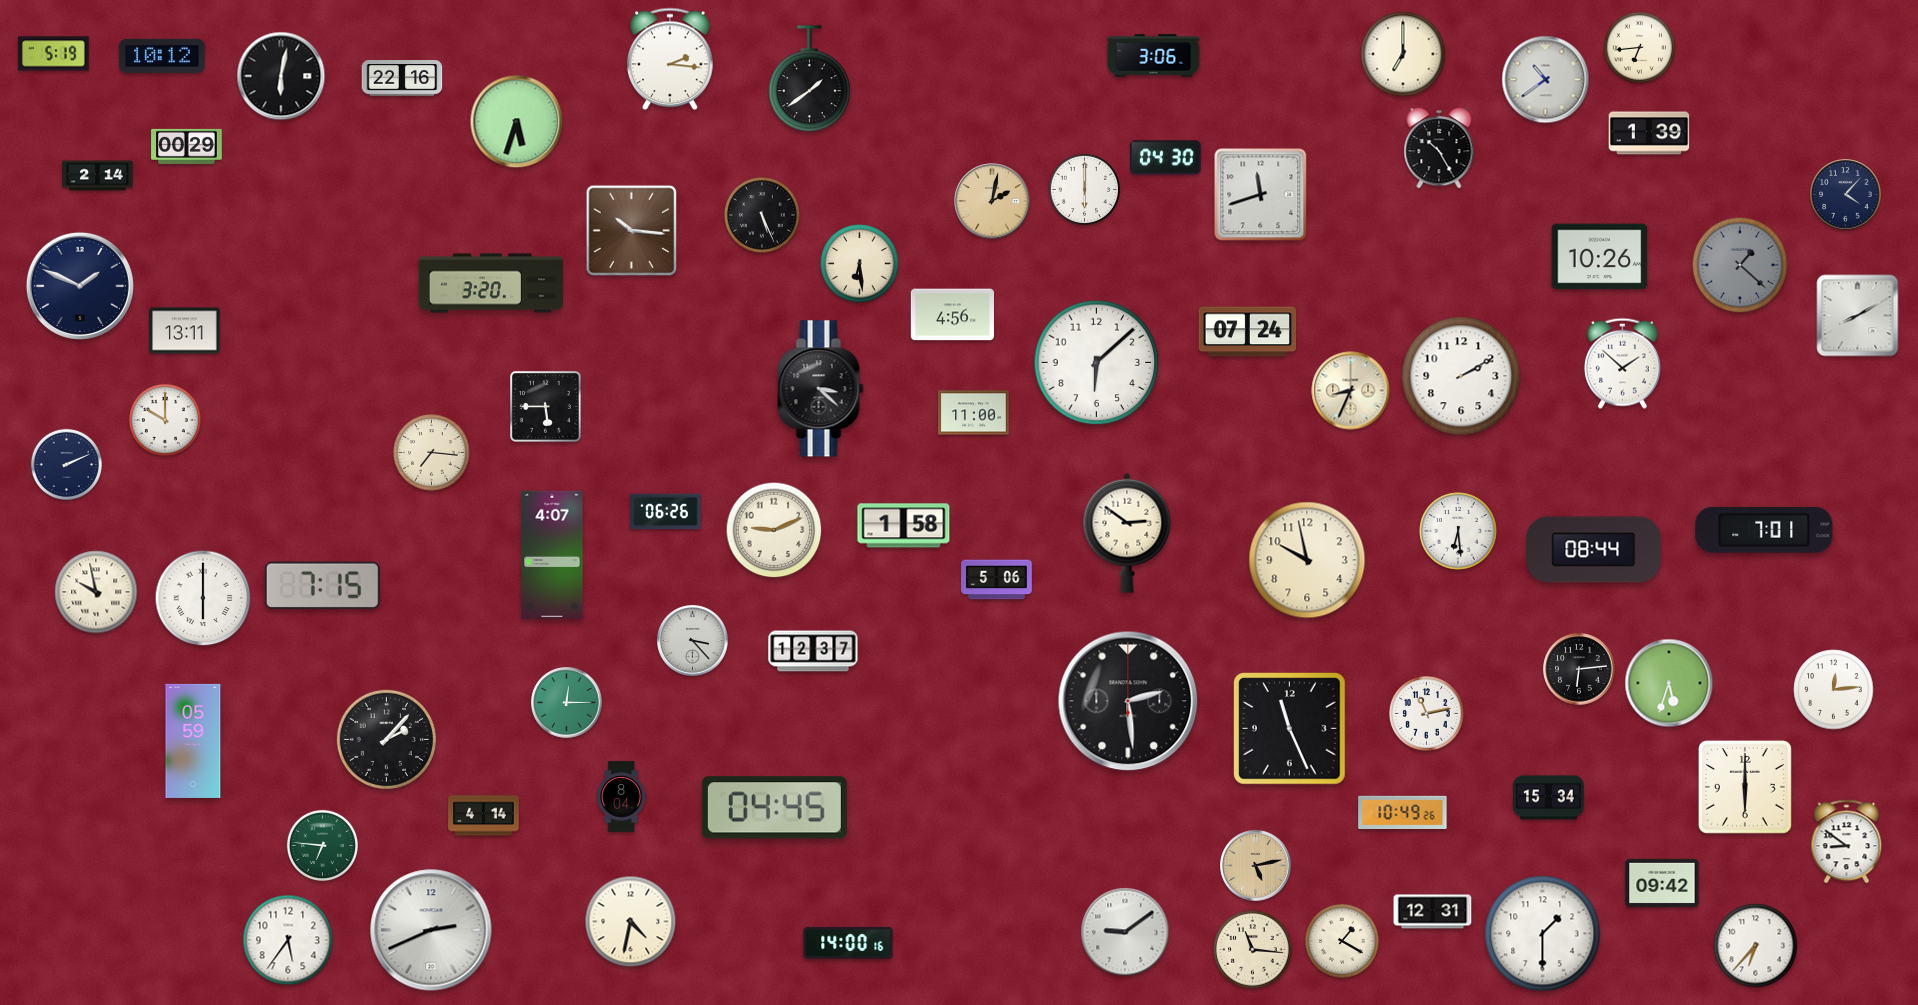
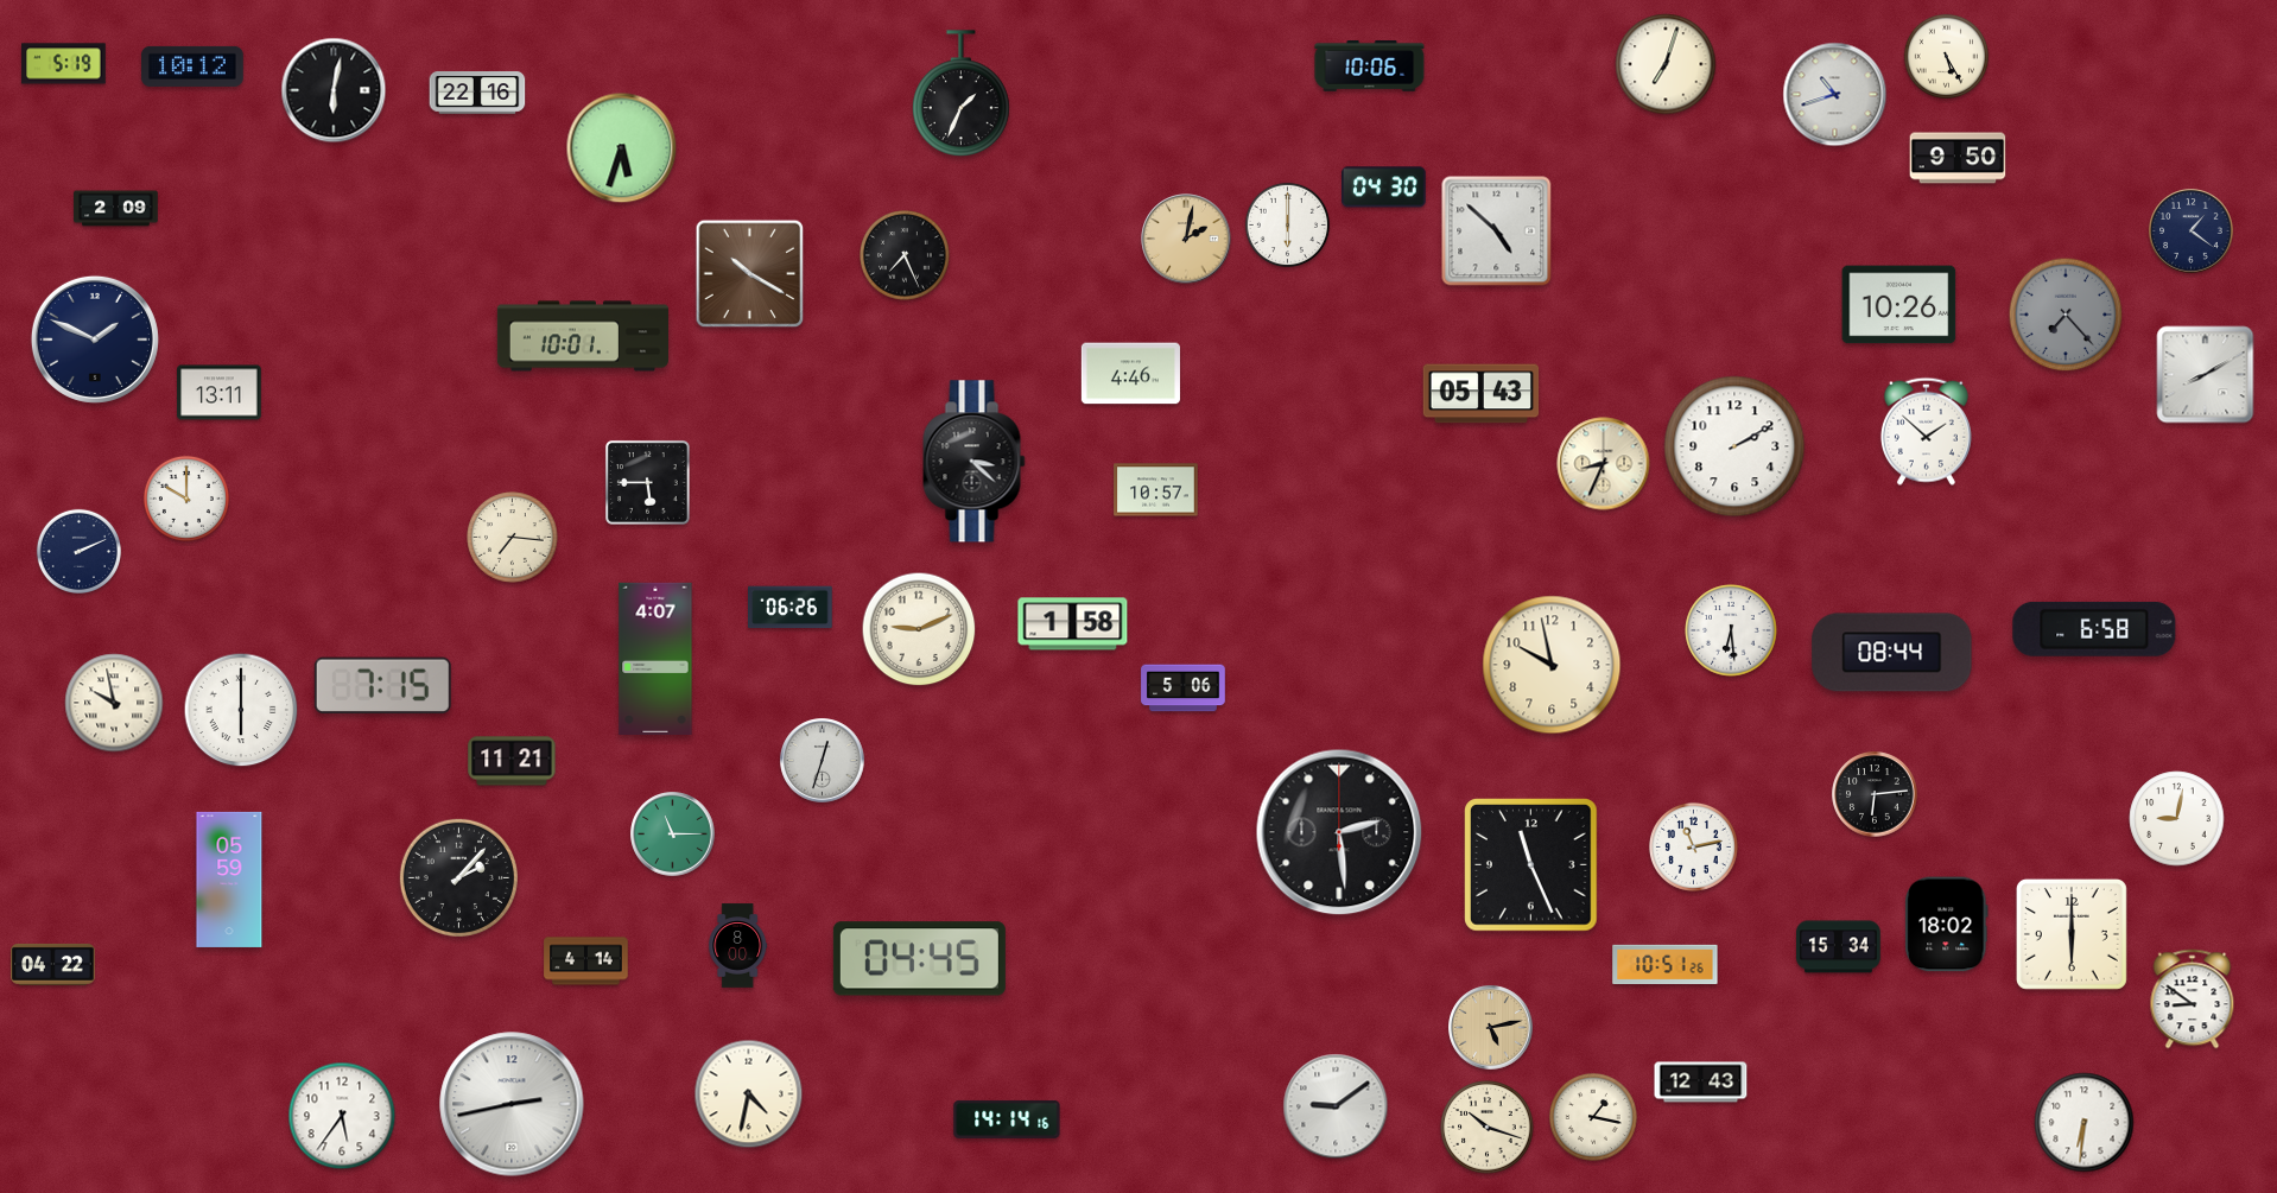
clock at (1639, 47): 6:44 -> 5:25
clock at (1403, 54): 7:00 -> 7:03
clock at (1154, 56): 3:06 -> 10:06
clock at (670, 59): 2:16 -> none
clock at (810, 79): 1:39 -> 1:34
clock at (1546, 80): 10:39 -> 10:42
clock at (517, 122) position: (517, 122) -> (622, 148)
clock at (1649, 133): 1:39 -> 9:50
clock at (187, 146): 00:29 -> none
clock at (1439, 148): 10:25 -> none
clock at (98, 176): 2:14 -> 2:09
clock at (1261, 195): 11:42 -> 4:52
clock at (1846, 195): 4:07 -> 1:21
clock at (992, 201) position: (992, 201) -> (1186, 239)
clock at (763, 216): 5:26 -> 7:26
clock at (632, 231): 10:16 -> 10:20
clock at (860, 264): 6:29 -> none
clock at (1740, 265): 1:22 -> 7:23
clock at (491, 283): 3:20 -> 10:01
clock at (952, 315): 4:56 -> 4:46
clock at (1248, 332): 07:24 -> 05:43
clock at (1097, 363): 6:08 -> none
clock at (974, 413): 11:00 -> 10:57
clock at (165, 420) position: (165, 420) -> (186, 499)
clock at (1764, 530): 7:01 -> 6:58
clock at (1127, 533): 2:51 -> none
clock at (322, 585) position: (322, 585) -> (382, 685)
clock at (512, 761): none -> 11:21
clock at (693, 641): 3:23 -> 12:33
clock at (813, 651): 12:37 -> none
clock at (1669, 683): 5:33 -> none
clock at (1834, 690): 12:14 -> 9:02
clock at (567, 703): 12:15 -> 11:15
clock at (1947, 925): none -> 18:02
clock at (622, 797): 8:04 -> 8:00
clock at (53, 964): none -> 04:22
clock at (1403, 813): 10:49 -> 10:51
clock at (484, 816) position: (484, 816) -> (586, 962)
clock at (322, 845): 6:46 -> none
clock at (1662, 883): 09:42 -> none
clock at (1433, 912): 12:31 -> 12:43
clock at (431, 930): 2:41 -> 2:43
clock at (1543, 934): 1:30 -> none
clock at (1342, 941): 1:20 -> 1:17
clock at (848, 943): 14:00 -> 14:14
clock at (1756, 946): 6:37 -> 6:31
clock at (1253, 950): 11:16 -> 10:18
